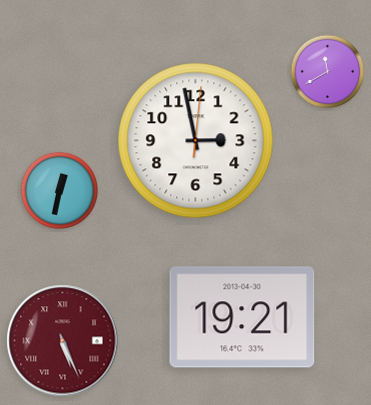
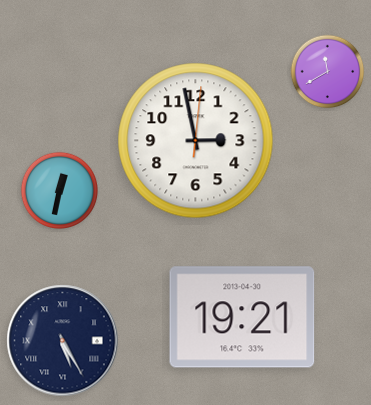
clock at (63, 341): 5:26 -> 5:25
clock at (63, 341) dial: burgundy -> navy
